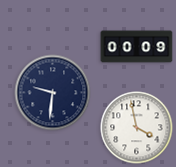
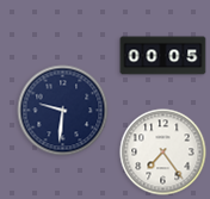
clock at (137, 47): 00:09 -> 00:05
clock at (137, 128): 3:58 -> 7:24
